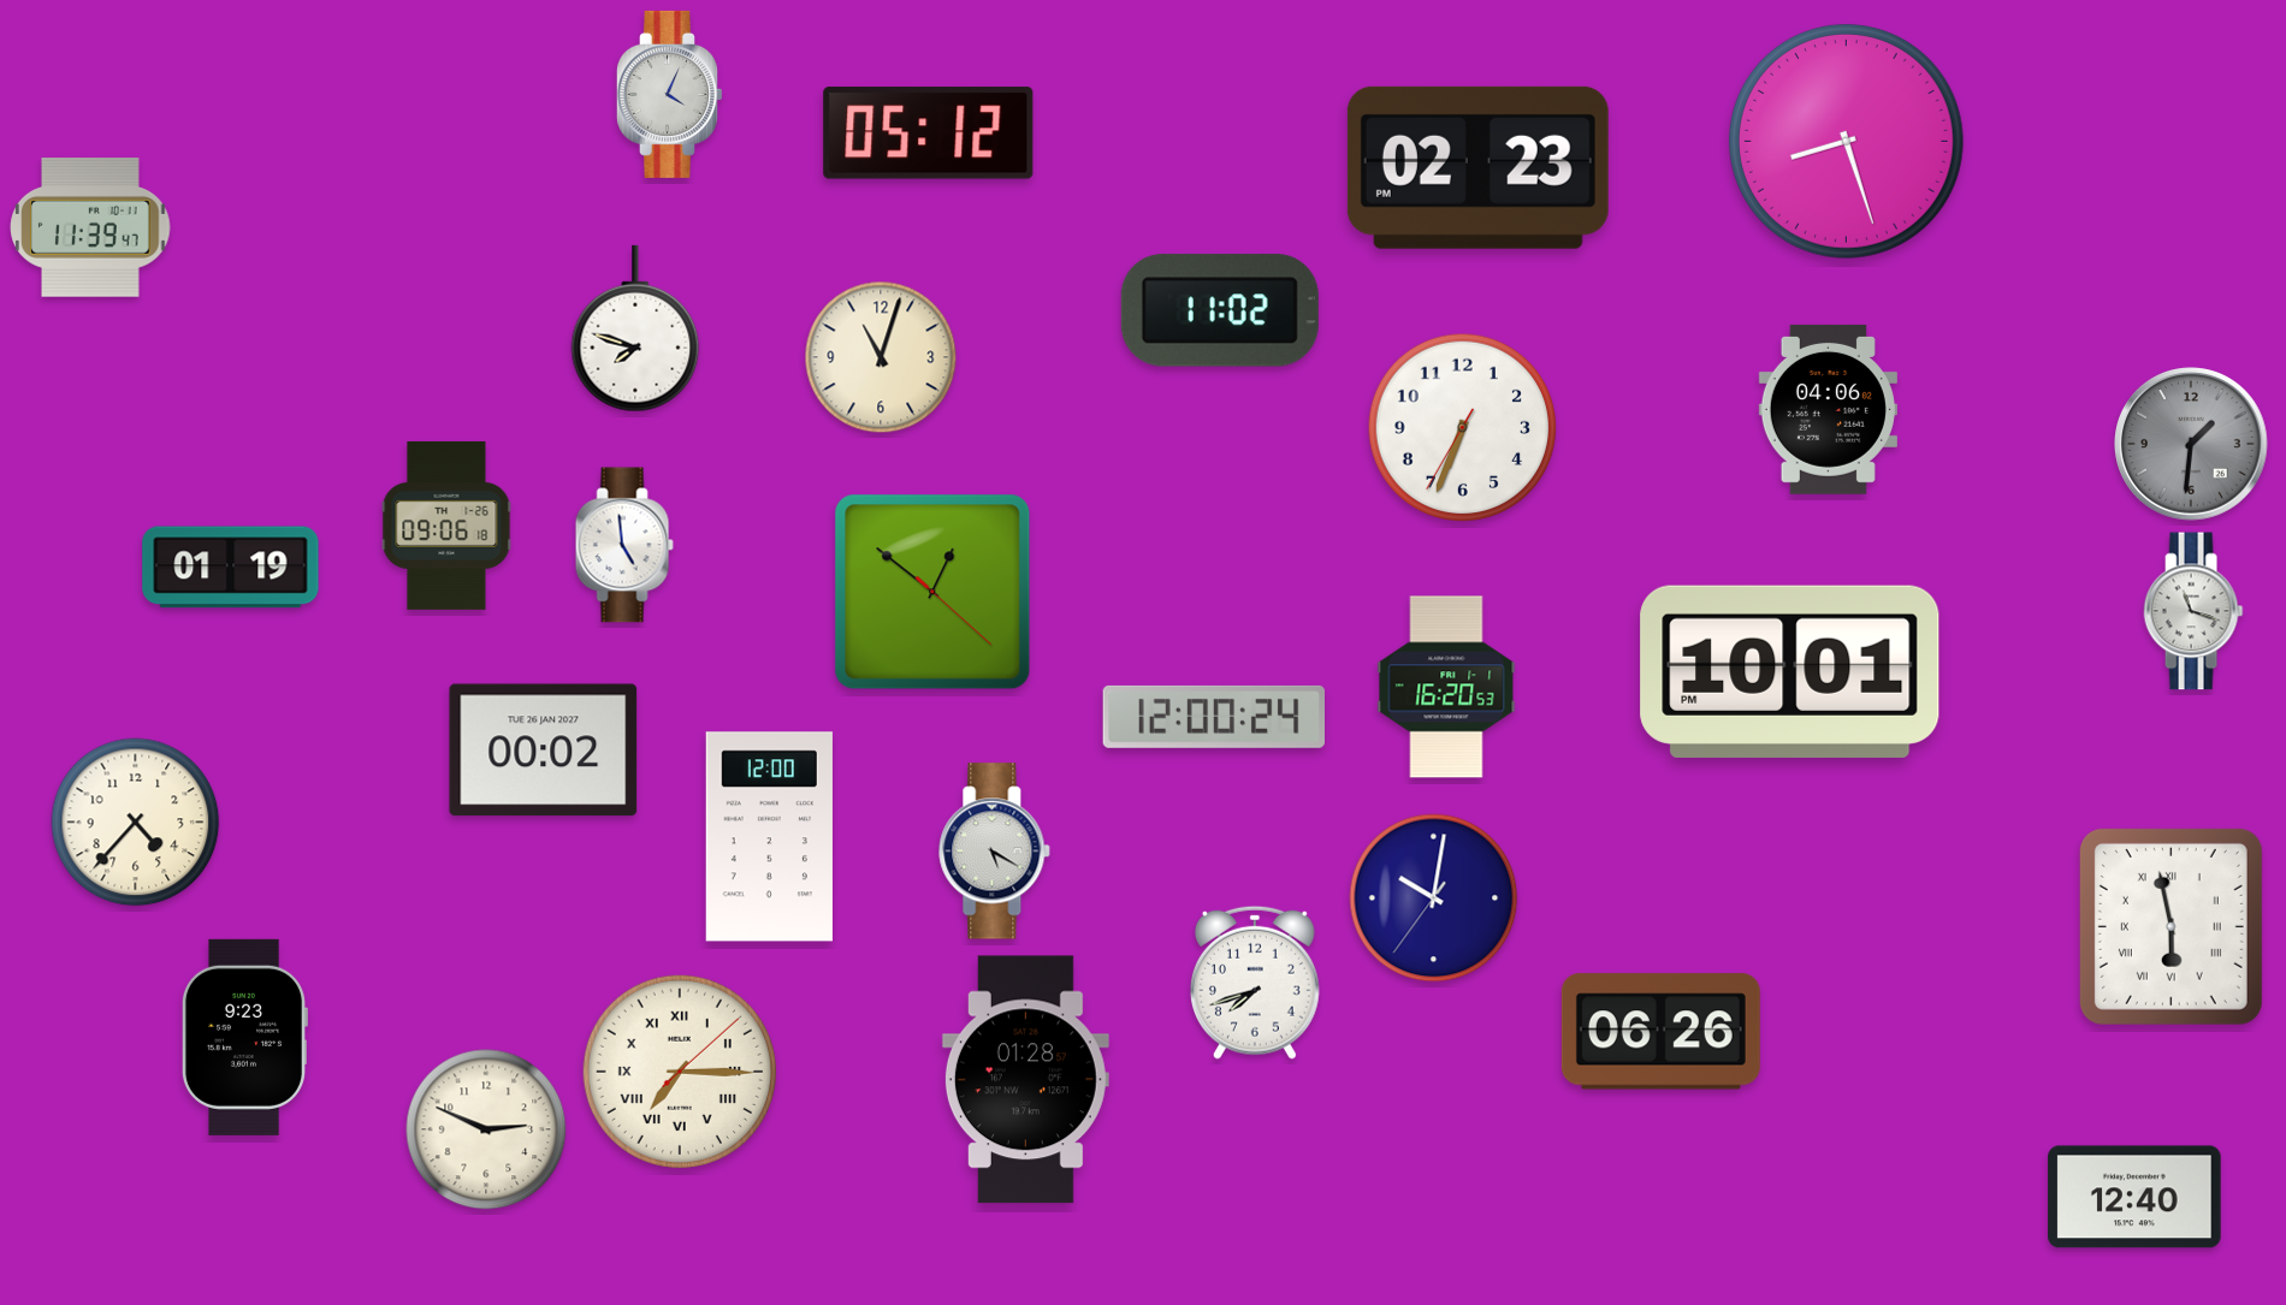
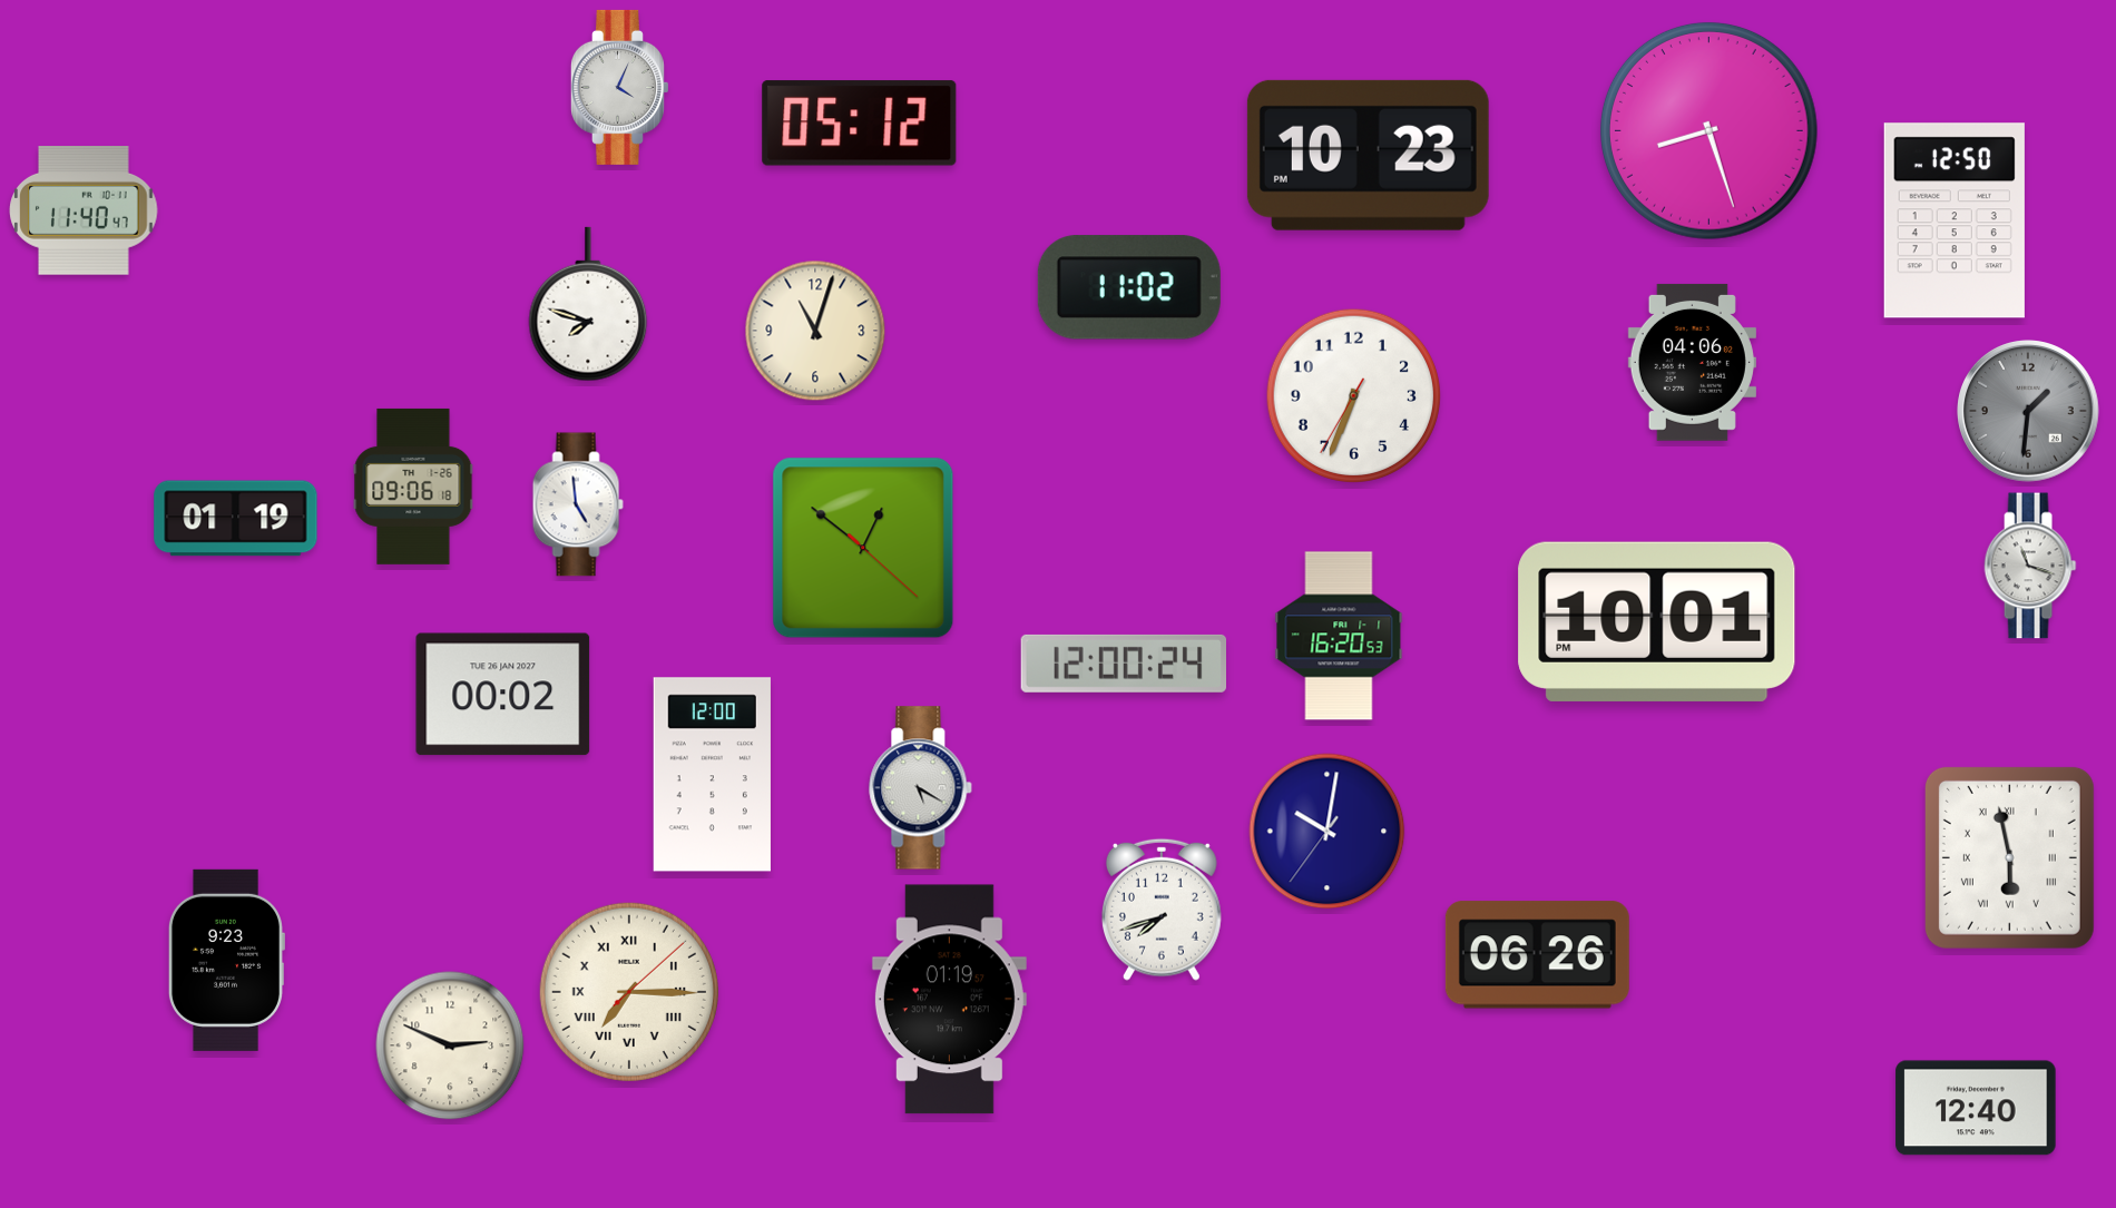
clock at (1477, 167): 02:23 -> 10:23
clock at (90, 229): 11:39 -> 11:40
clock at (1955, 220): none -> 12:50
clock at (1828, 409) position: (1828, 409) -> (1692, 362)
clock at (231, 568) position: (231, 568) -> (236, 519)
clock at (136, 823): 4:37 -> none
clock at (1025, 1080): 01:28 -> 01:19
